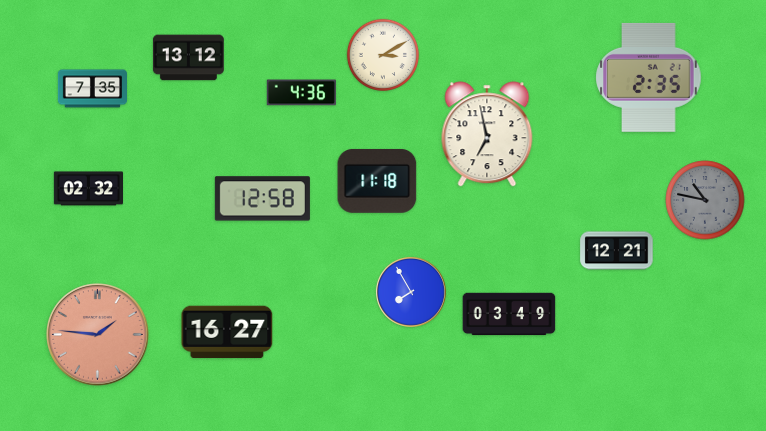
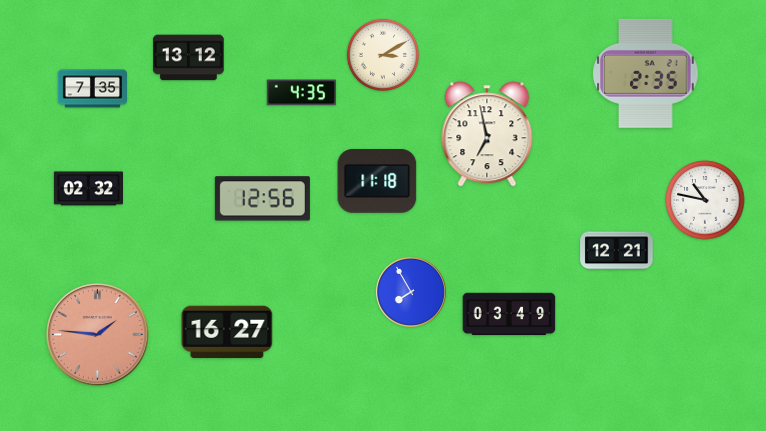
clock at (649, 77) position: (649, 77) -> (646, 73)
clock at (301, 93): 4:36 -> 4:35
clock at (262, 199): 12:58 -> 12:56
clock at (705, 200) dial: grey -> white
